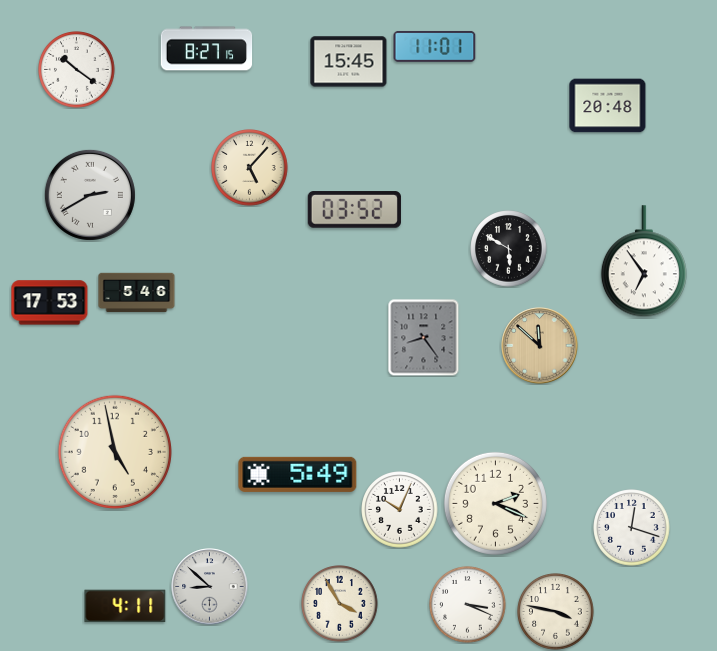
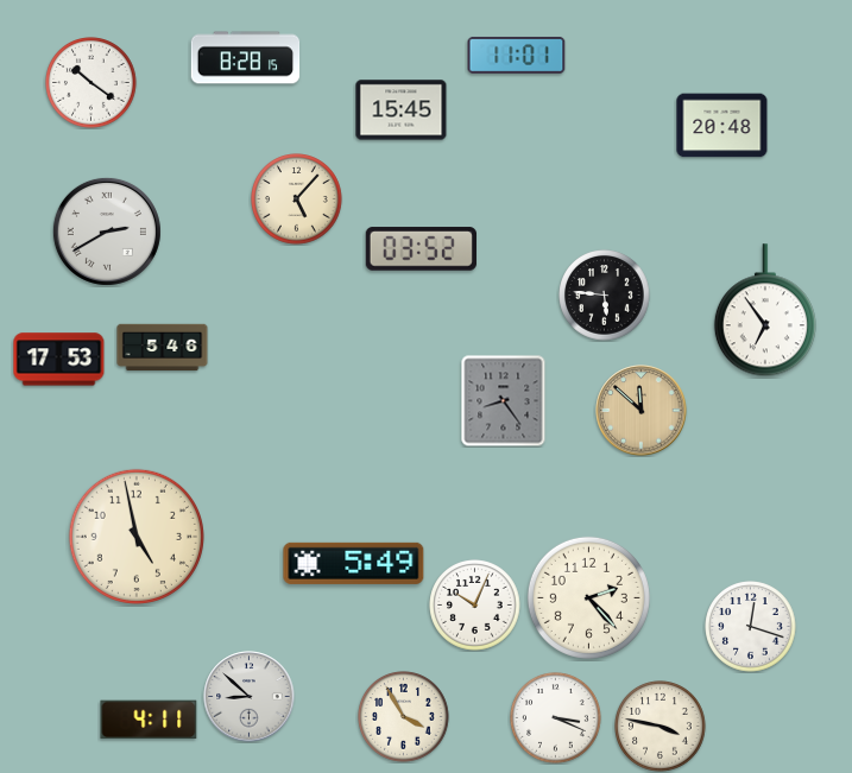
clock at (207, 49): 8:27 -> 8:28
clock at (349, 62) position: (349, 62) -> (402, 110)
clock at (509, 249): 5:50 -> 5:46
clock at (495, 503): 2:19 -> 2:23
